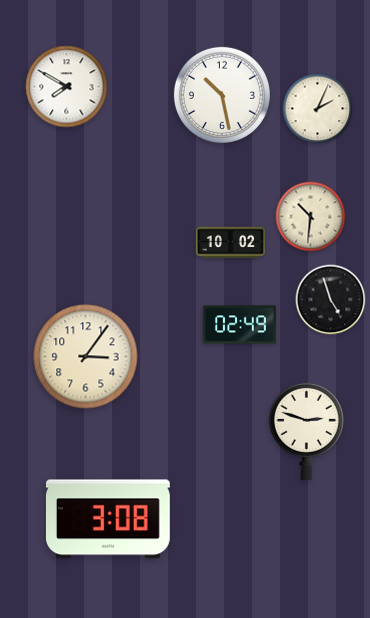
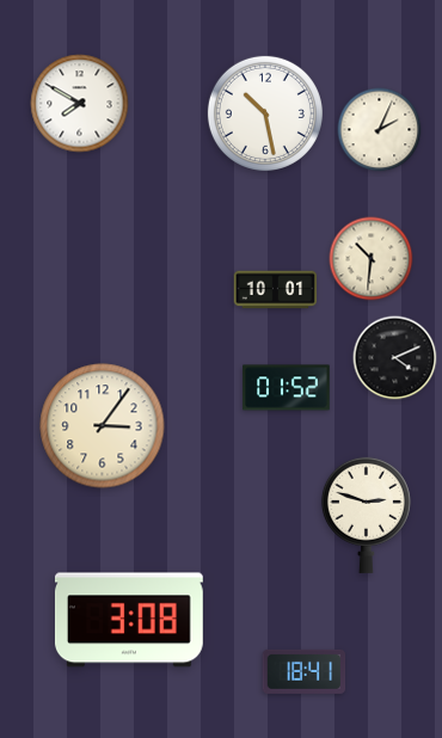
clock at (231, 243): 10:02 -> 10:01
clock at (331, 300): 4:57 -> 4:11
clock at (240, 325): 02:49 -> 01:52
clock at (305, 671): none -> 18:41
